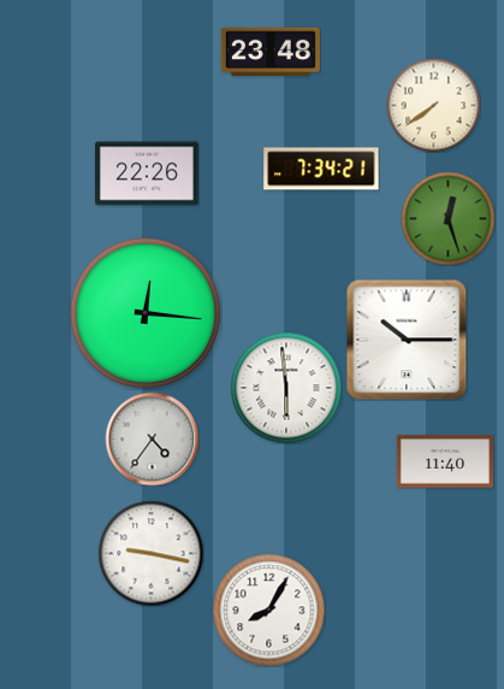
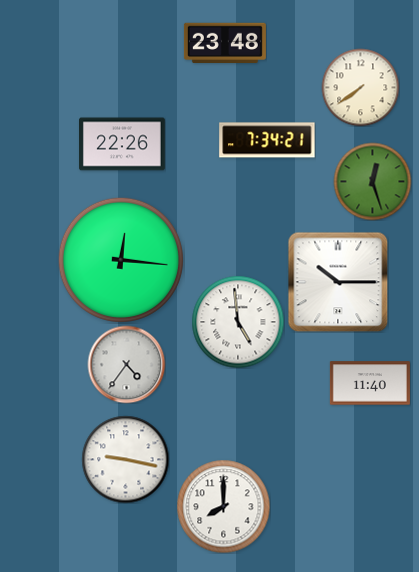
clock at (286, 388): 5:59 -> 4:59
clock at (268, 609): 8:05 -> 8:00
